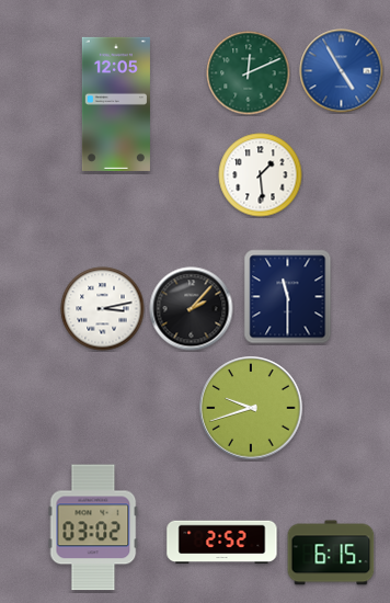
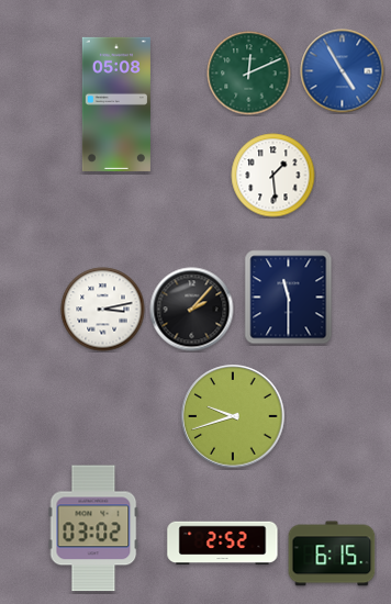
clock at (116, 104): 12:05 -> 05:08
clock at (261, 175) position: (261, 175) -> (273, 176)
clock at (251, 408) position: (251, 408) -> (233, 416)
